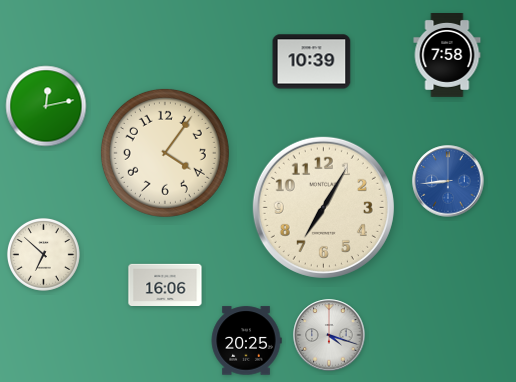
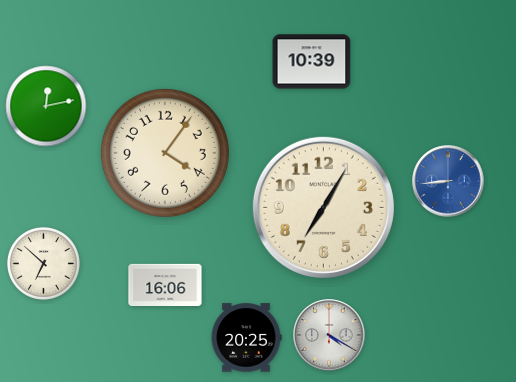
clock at (447, 56): 7:58 -> none
clock at (44, 255) position: (44, 255) -> (44, 264)
clock at (329, 335): 4:18 -> 4:20
clock at (246, 341) position: (246, 341) -> (246, 338)
